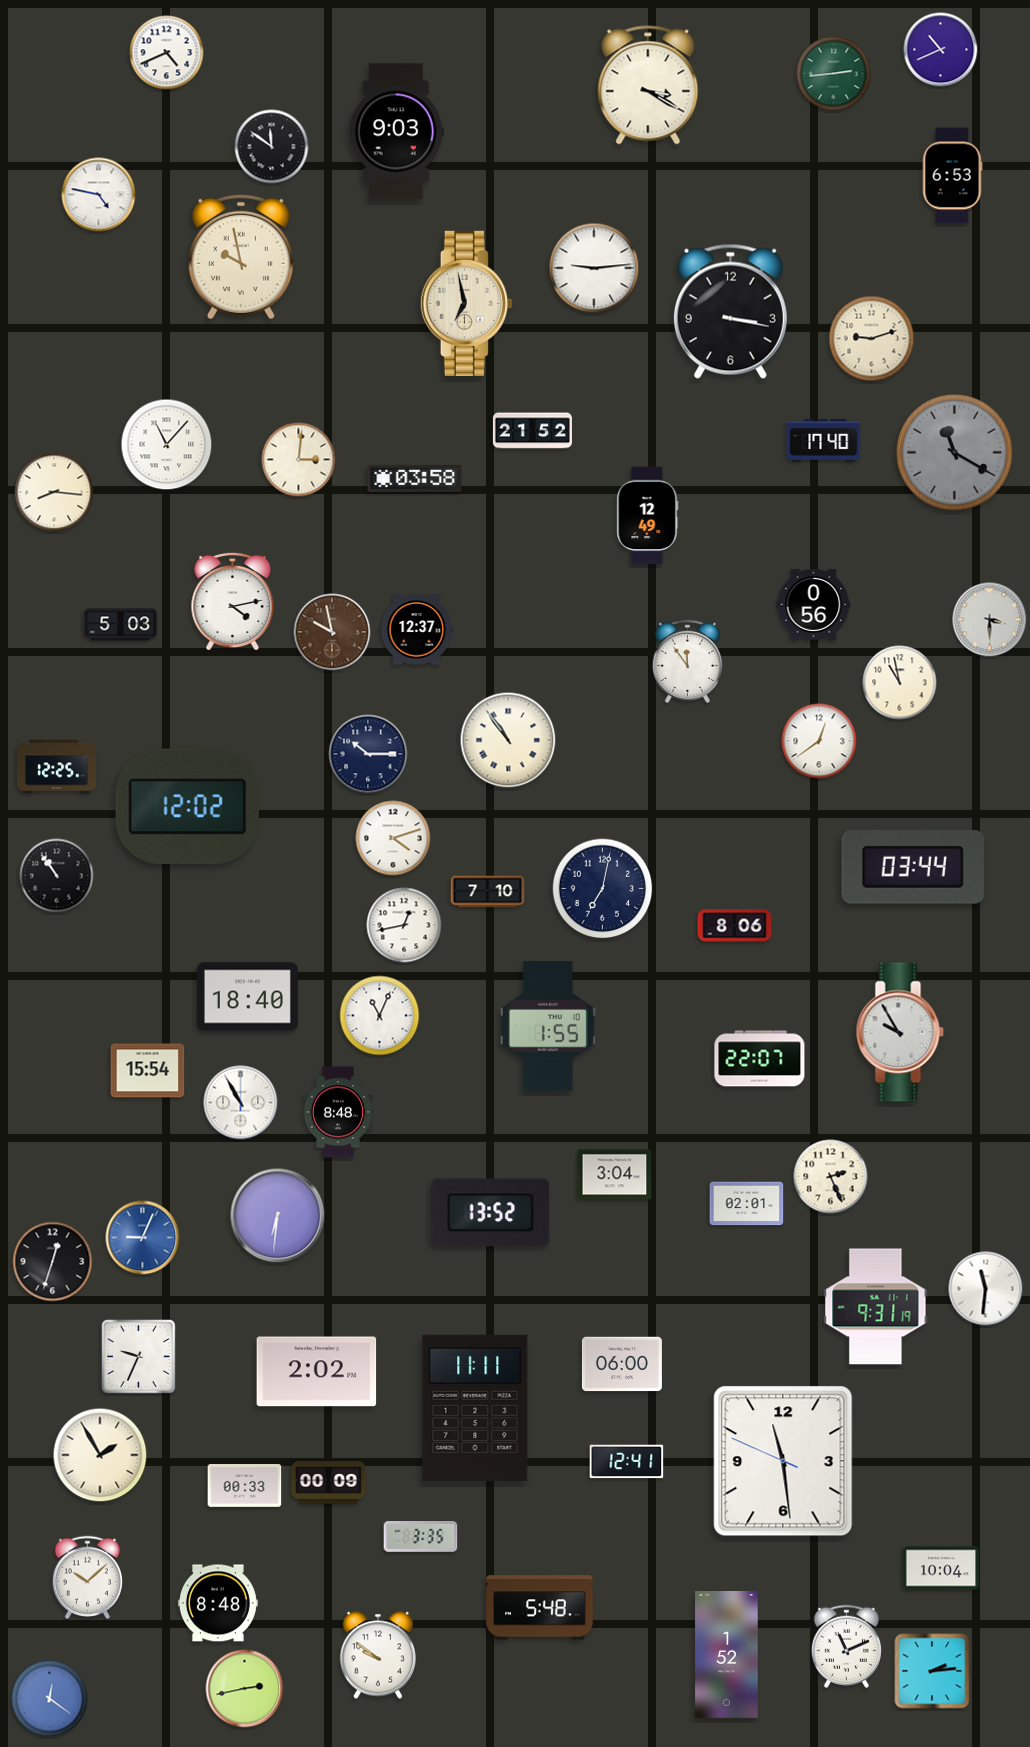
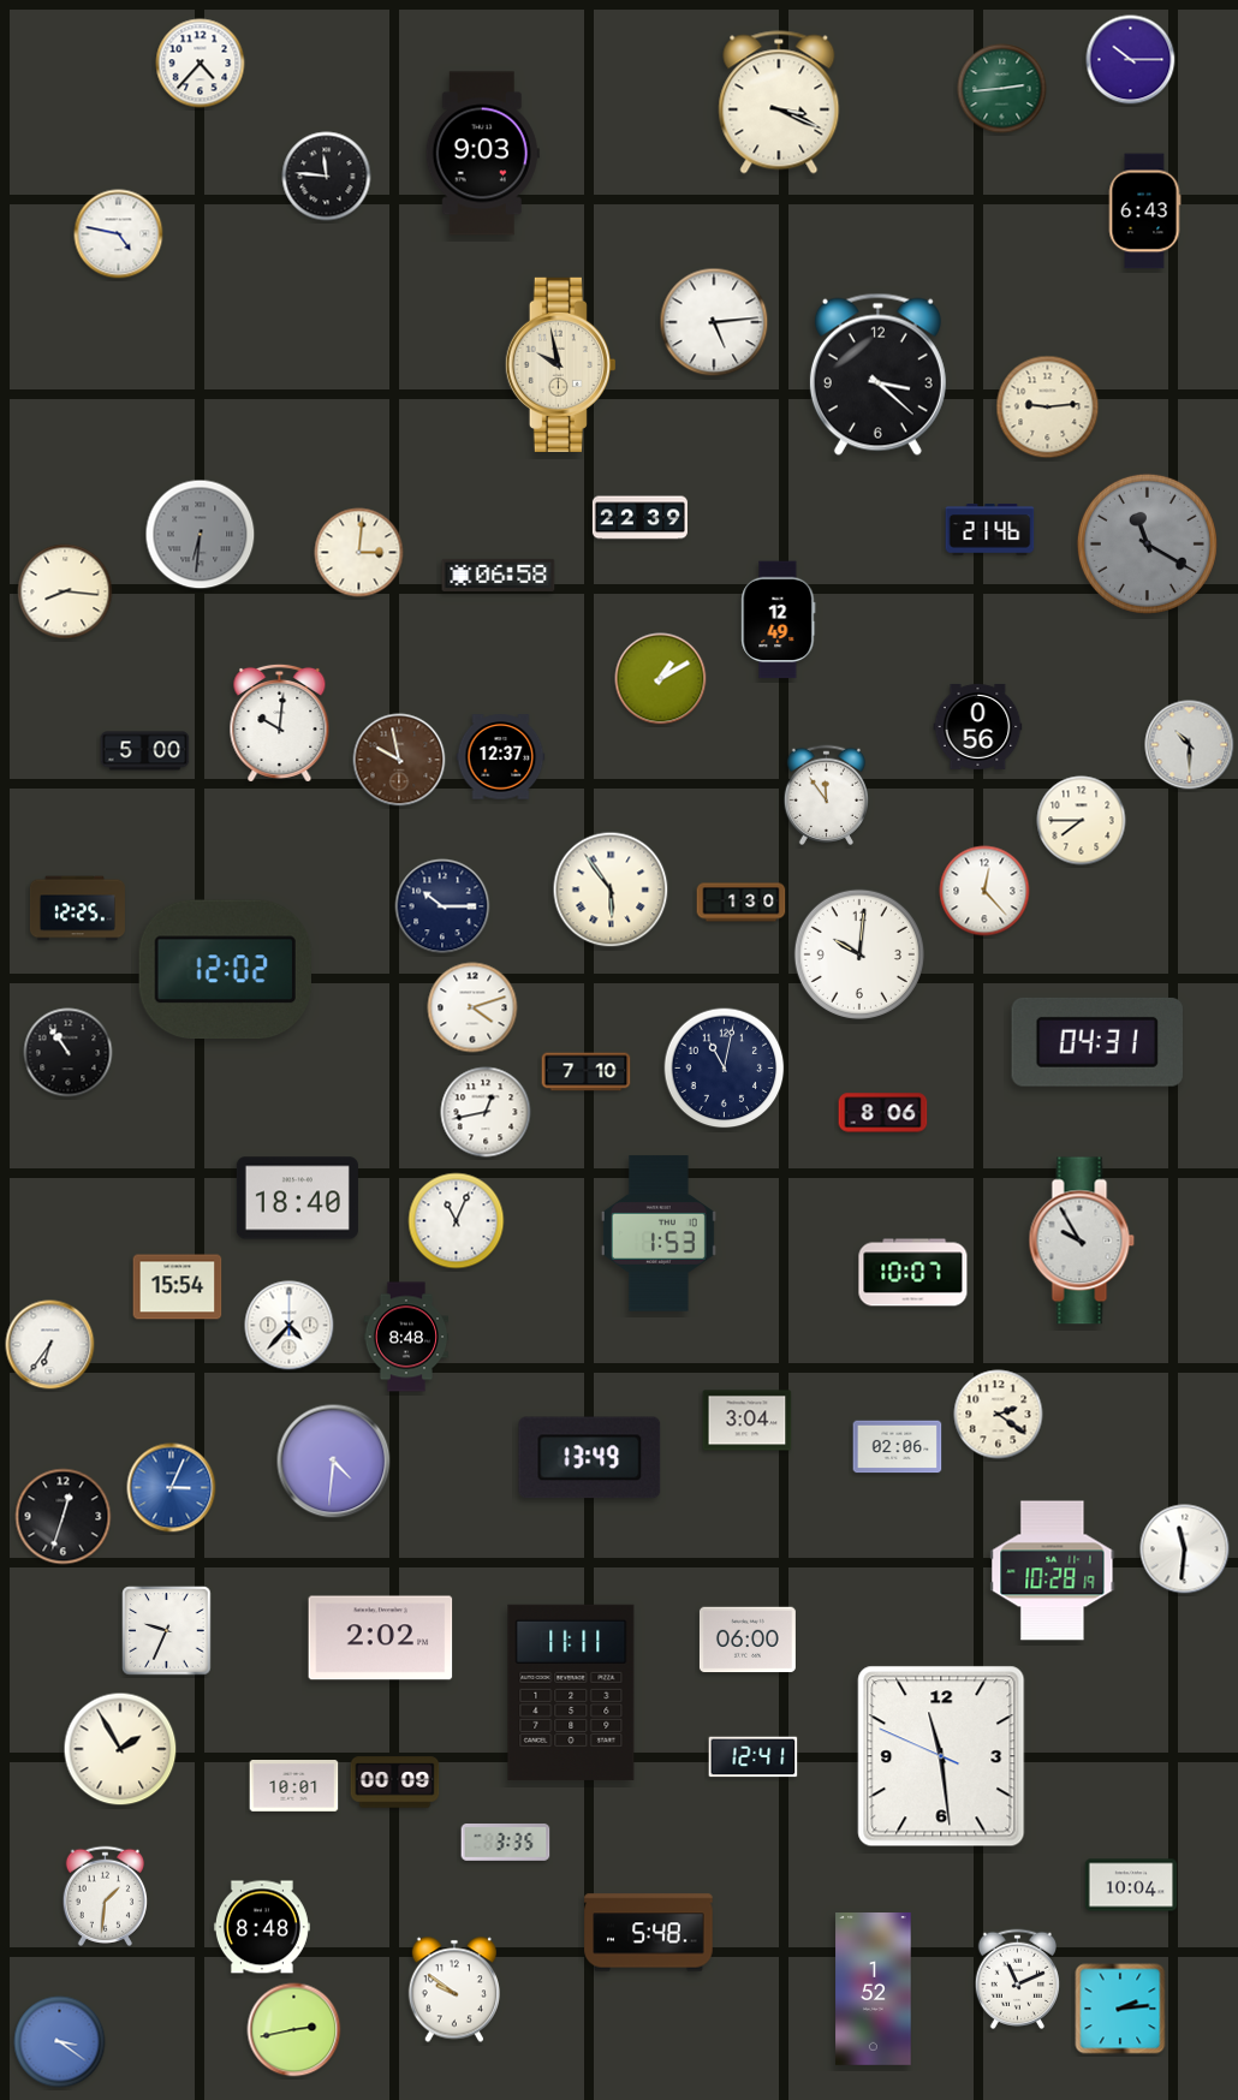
clock at (941, 50): 10:41 -> 10:15
clock at (167, 53): 4:41 -> 4:37
clock at (648, 85): 3:20 -> 3:19
clock at (396, 132) position: (396, 132) -> (482, 154)
clock at (272, 147): 11:51 -> 11:46
clock at (952, 176): 6:53 -> 6:43
clock at (241, 257): 9:58 -> none
clock at (594, 268): 9:14 -> 5:14
clock at (466, 303): 6:58 -> 9:58
clock at (730, 311): 3:17 -> 3:22
clock at (872, 339): 9:12 -> 9:14
clock at (532, 431): 21:52 -> 22:39
clock at (824, 441): 17:40 -> 21:46
clock at (167, 445): 11:07 -> 6:31
clock at (167, 445) dial: white -> grey
clock at (415, 478): 03:58 -> 06:58
clock at (661, 679): none -> 1:10
clock at (233, 601): 4:13 -> 10:01
clock at (990, 620): 3:30 -> 10:30
clock at (121, 625): 5:03 -> 5:00
clock at (900, 683): 10:58 -> 7:45
clock at (508, 740): 10:54 -> 5:54
clock at (819, 741): 12:39 -> 12:23
clock at (742, 903): none -> 1:30
clock at (56, 767) position: (56, 767) -> (77, 909)
clock at (858, 953): none -> 10:01
clock at (913, 867): 03:44 -> 04:31
clock at (603, 889): 7:02 -> 11:02
clock at (548, 1026): 1:55 -> 1:53
clock at (760, 1059): 22:07 -> 10:07
clock at (241, 1103): 10:55 -> 4:37
clock at (50, 1345): none -> 6:36
clock at (615, 1175) position: (615, 1175) -> (748, 1421)
clock at (831, 1177): 2:26 -> 2:21
clock at (747, 1204): 02:01 -> 02:06
clock at (491, 1213): 13:52 -> 13:49
clock at (278, 1216): 6:31 -> 4:31
clock at (143, 1238): 9:04 -> 3:04
clock at (876, 1307): 9:31 -> 10:28
clock at (317, 1372) position: (317, 1372) -> (381, 1638)
clock at (245, 1486): 00:33 -> 10:01
clock at (421, 1537) position: (421, 1537) -> (506, 1843)
clock at (87, 1577): 10:08 -> 1:31
clock at (50, 1699): 12:21 -> 3:21
